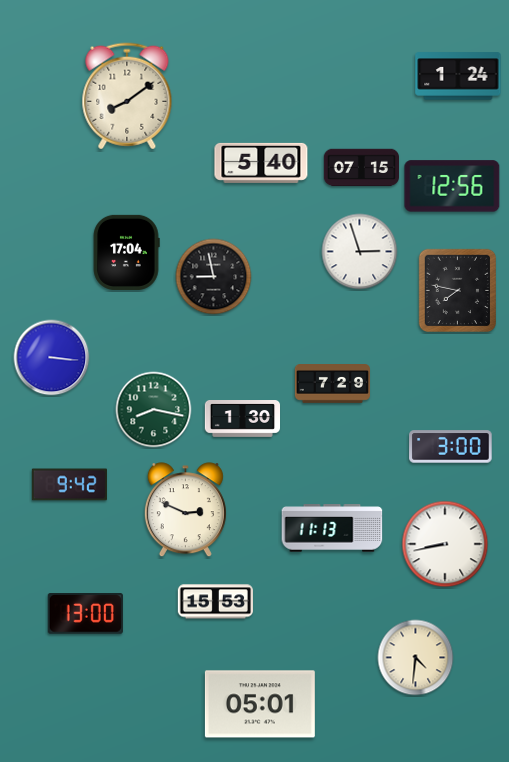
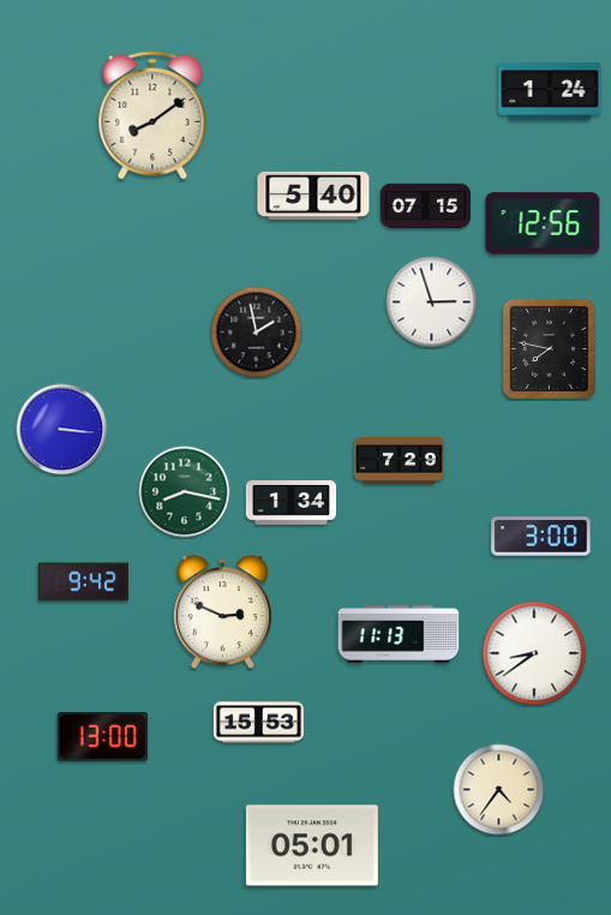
clock at (361, 168) position: (361, 168) -> (425, 207)
clock at (126, 252): 17:04 -> none
clock at (214, 277): 8:58 -> 1:58
clock at (242, 419): 1:30 -> 1:34
clock at (445, 544): 8:43 -> 8:39
clock at (416, 658): 4:31 -> 4:36
